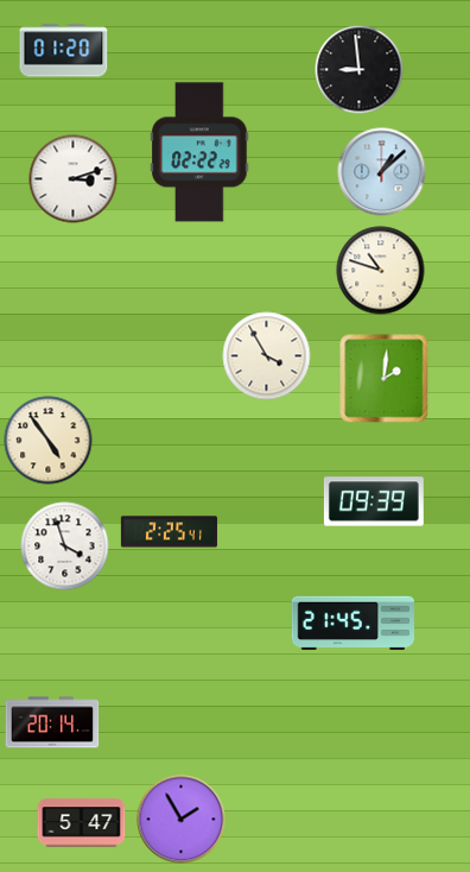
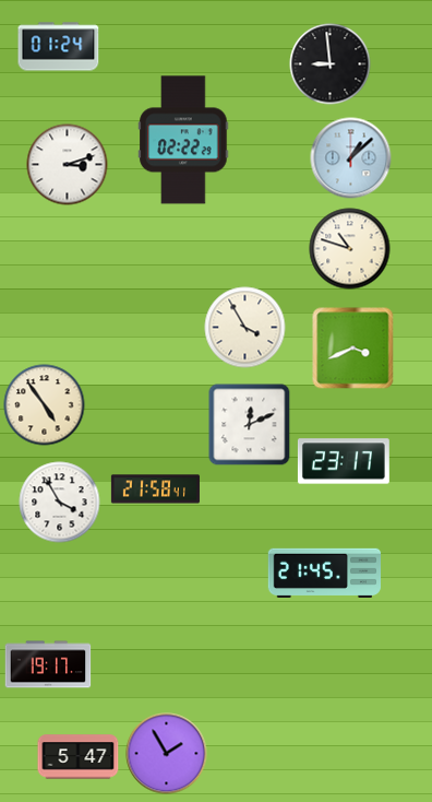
clock at (64, 51): 01:20 -> 01:24
clock at (385, 379): 2:01 -> 3:41
clock at (250, 425): none -> 12:11
clock at (374, 501): 09:39 -> 23:17
clock at (169, 532): 2:25 -> 21:58
clock at (65, 546): 3:57 -> 3:55
clock at (52, 722): 20:14 -> 19:17
clock at (82, 823) position: (82, 823) -> (79, 757)
